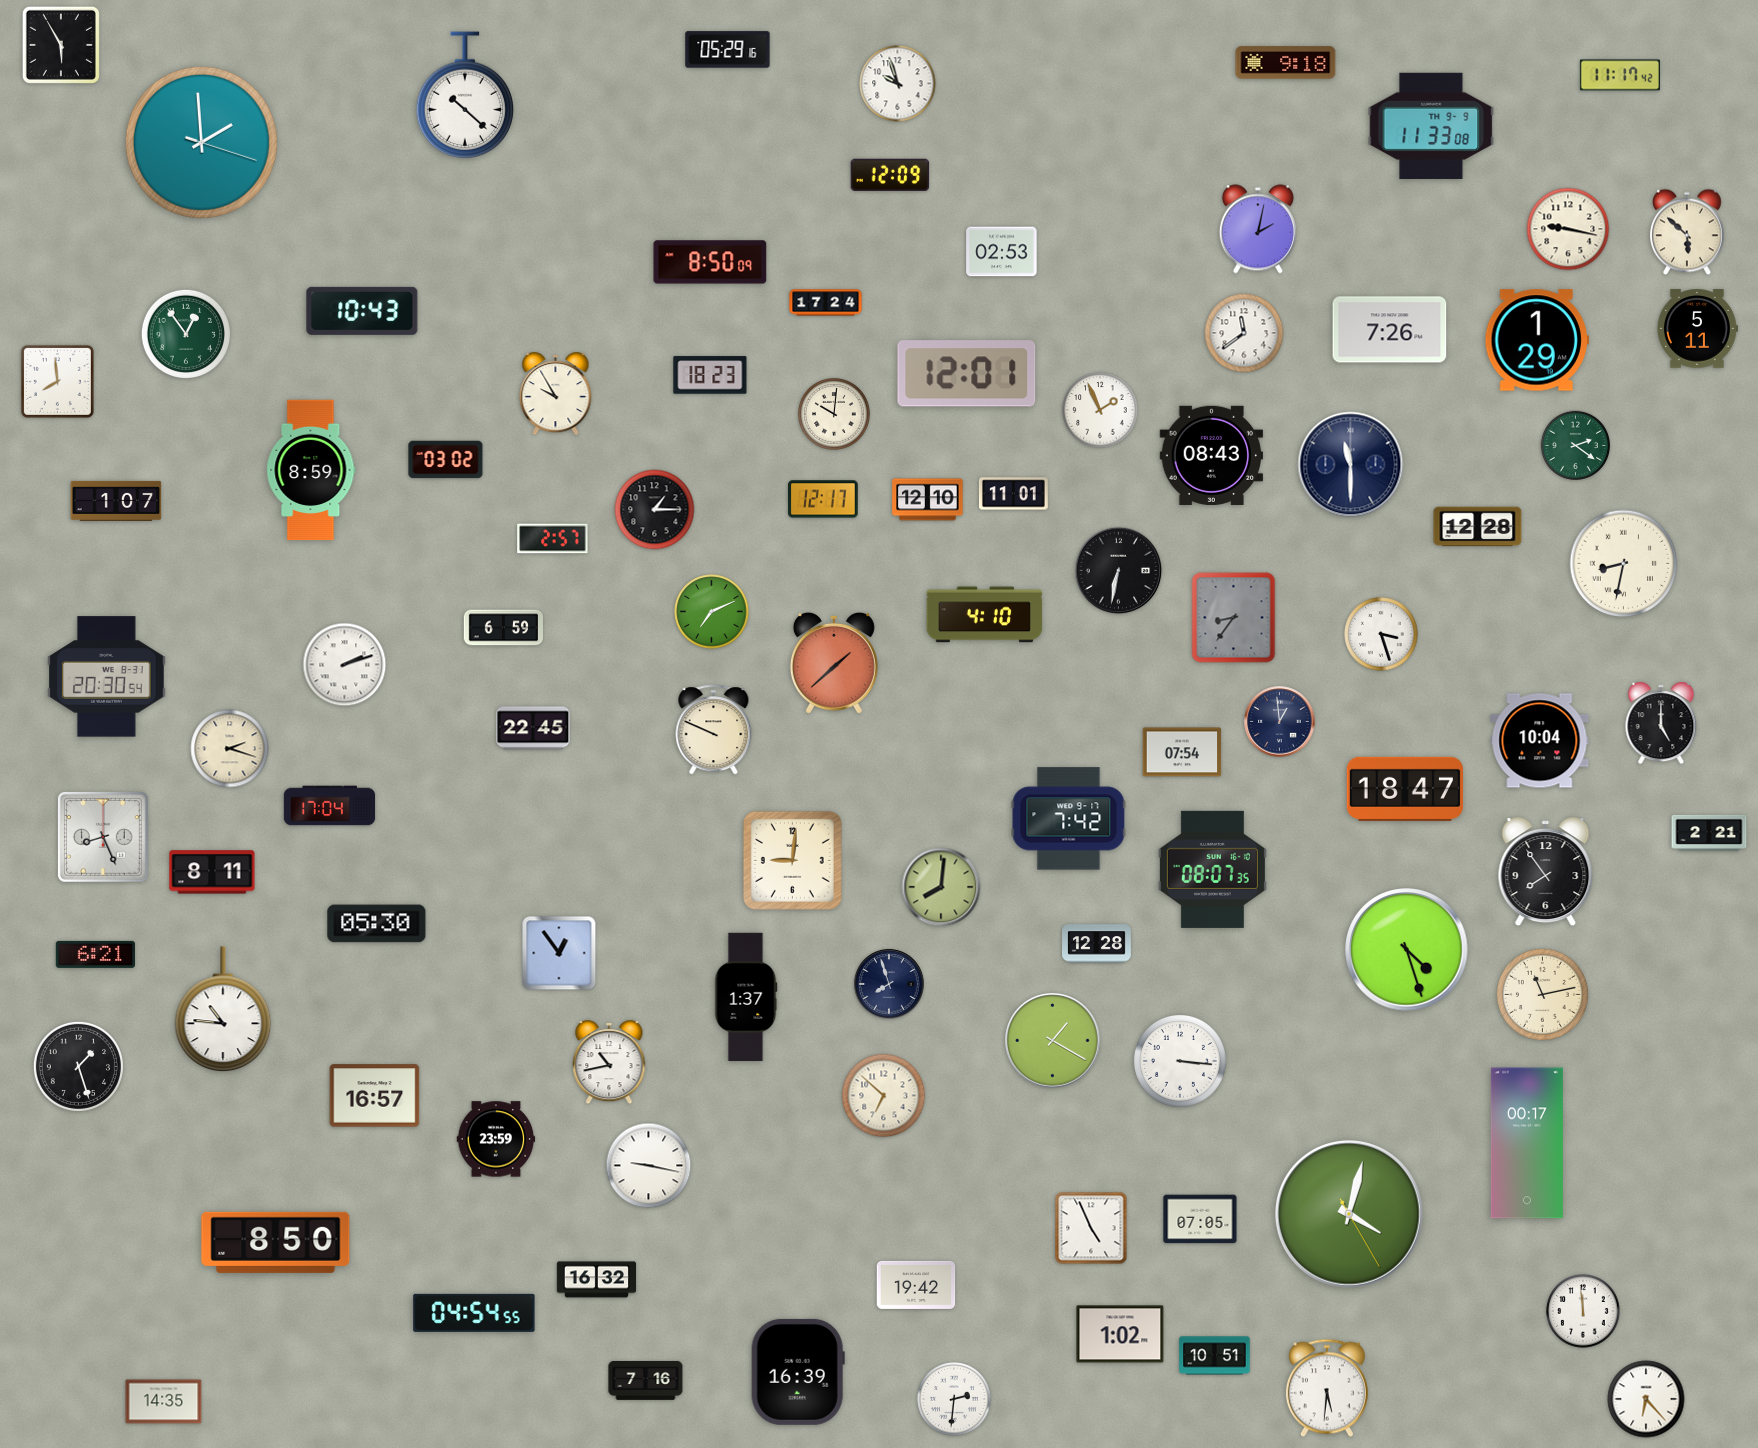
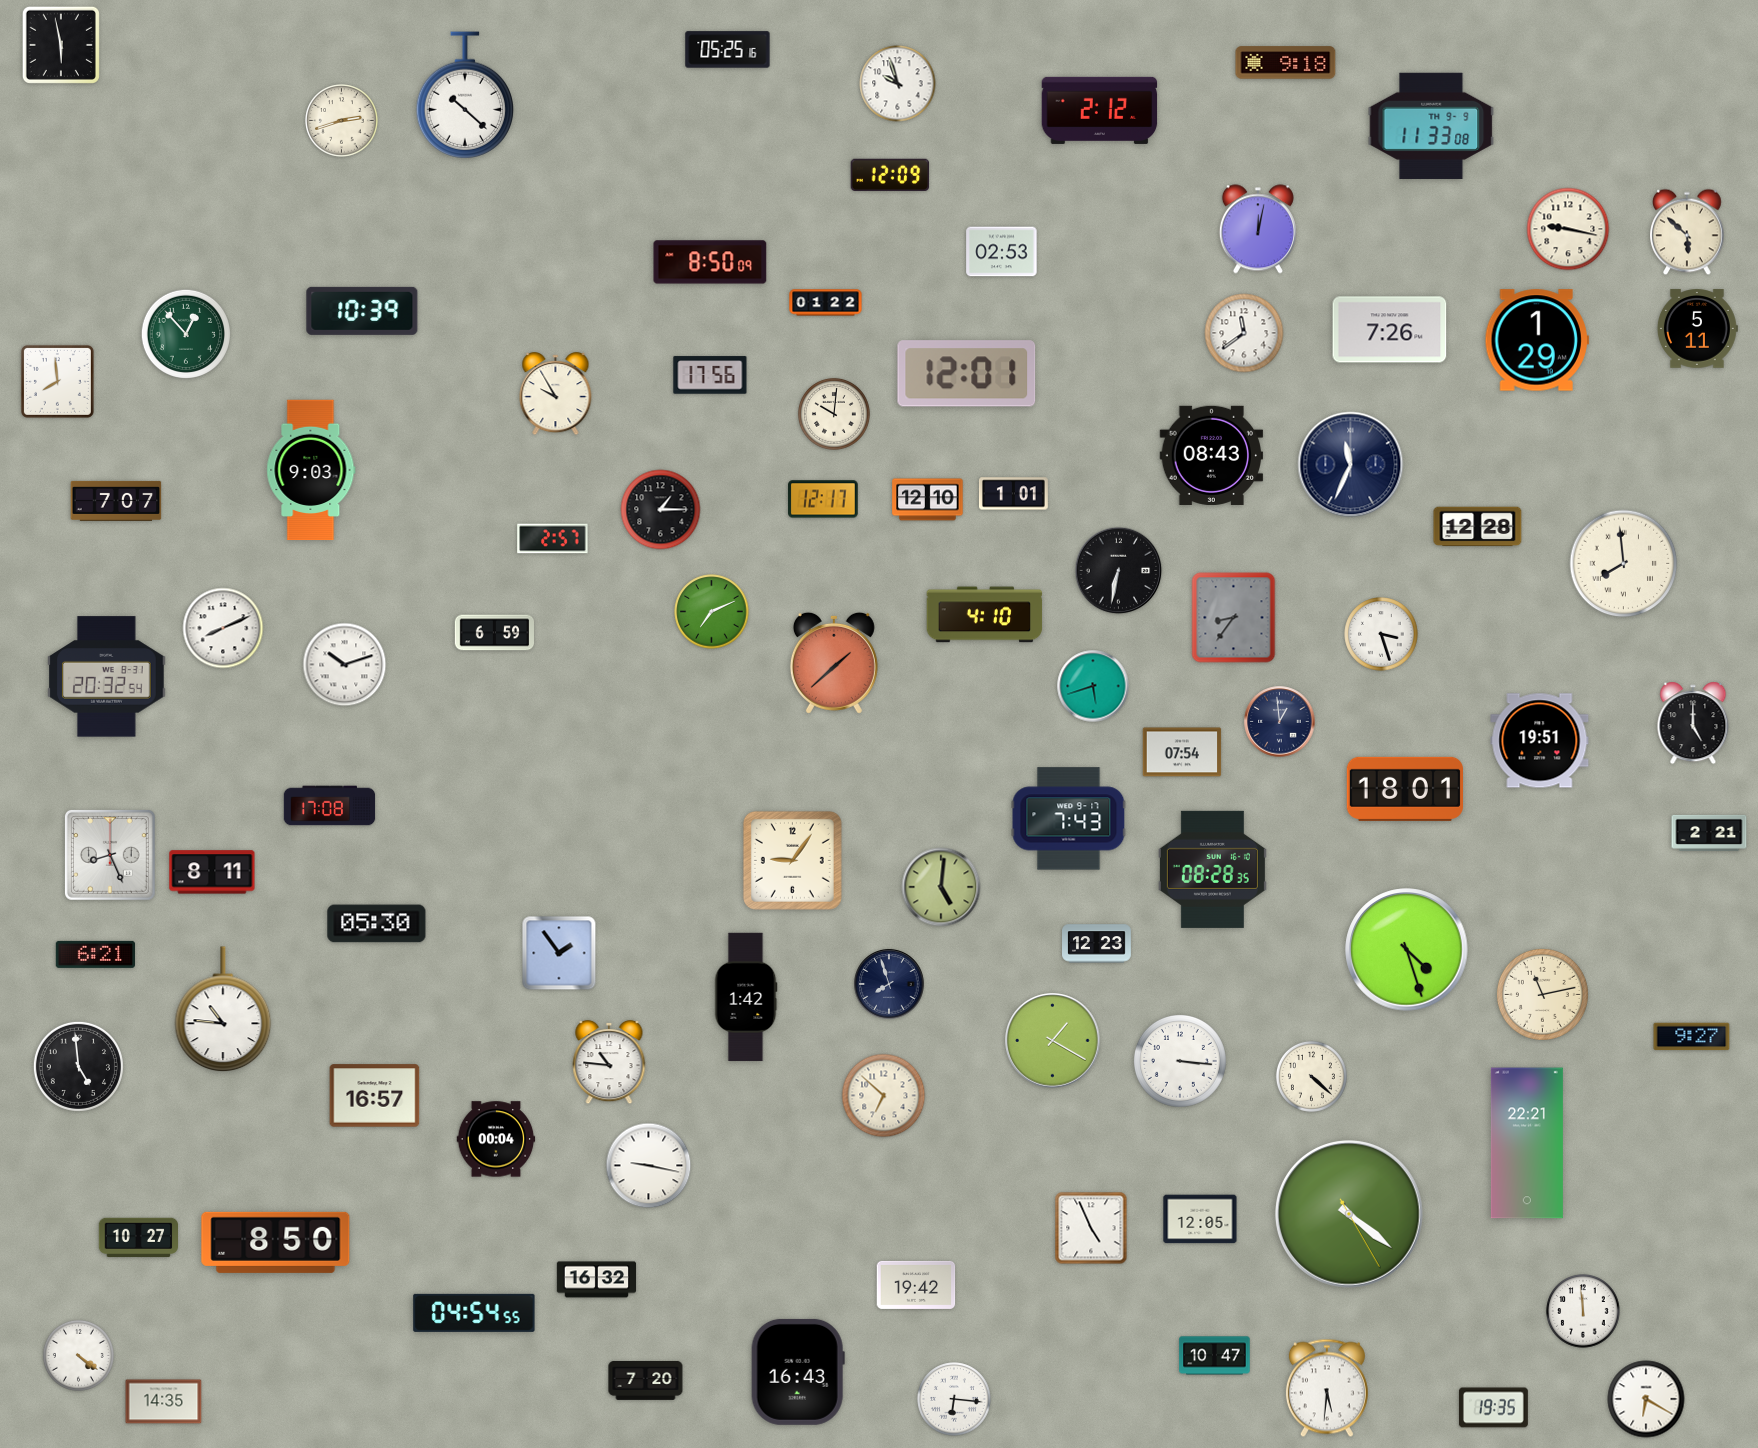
clock at (61, 45): 5:55 -> 5:58
clock at (728, 50): 05:29 -> 05:25
clock at (1620, 75): 11:17 -> none
clock at (1100, 110): none -> 2:12
clock at (342, 121): none -> 2:42
clock at (201, 142): 1:59 -> none
clock at (1258, 229): 2:02 -> 12:02
clock at (826, 303): 17:24 -> 01:22
clock at (362, 311): 10:43 -> 10:39
clock at (185, 333): 12:54 -> 12:53
clock at (710, 375): 18:23 -> 17:56
clock at (1100, 410): 1:56 -> none
clock at (1575, 445): 2:21 -> none
clock at (446, 460): 03:02 -> none
clock at (1351, 465): 11:30 -> 11:34
clock at (311, 470): 8:59 -> 9:03
clock at (1013, 494): 11:01 -> 1:01
clock at (116, 501): 1:07 -> 7:07
clock at (655, 510) position: (655, 510) -> (661, 510)
clock at (1624, 564): 8:32 -> 7:59
clock at (223, 628): none -> 8:11
clock at (504, 628) position: (504, 628) -> (495, 633)
clock at (345, 665): 2:12 -> 10:12
clock at (107, 677): 20:30 -> 20:32
clock at (1093, 686): none -> 5:42
clock at (1661, 723) position: (1661, 723) -> (1693, 723)
clock at (533, 728): 22:45 -> none
clock at (714, 730): 9:49 -> none
clock at (1540, 741): 10:04 -> 19:51
clock at (230, 749): 2:18 -> none
clock at (1404, 789): 18:47 -> 18:01
clock at (330, 806): 17:04 -> 17:08
clock at (1069, 819): 7:42 -> 7:43
clock at (103, 837) position: (103, 837) -> (110, 855)
clock at (792, 860): 9:01 -> 9:06
clock at (1212, 869): 08:07 -> 08:28
clock at (1546, 872): 7:54 -> none
clock at (941, 887): 8:01 -> 5:01
clock at (1097, 944): 12:28 -> 12:23
clock at (559, 953): 12:54 -> 1:54
clock at (746, 997): 1:37 -> 1:42
clock at (1692, 1037): none -> 9:27
clock at (609, 1062): 10:43 -> 10:46
clock at (78, 1066): 1:27 -> 4:59
clock at (1311, 1076): none -> 4:22
clock at (496, 1139): 23:59 -> 00:04
clock at (1527, 1143): 00:17 -> 22:21
clock at (1350, 1215): 4:02 -> 4:21
clock at (1200, 1219): 07:05 -> 12:05
clock at (138, 1238): none -> 10:27
clock at (1120, 1334): 1:02 -> none
clock at (78, 1355): none -> 4:21
clock at (1215, 1356): 10:51 -> 10:47
clock at (798, 1372): 16:39 -> 16:43
clock at (646, 1380): 7:16 -> 7:20
clock at (954, 1399): 2:31 -> 6:16
clock at (1646, 1399): 6:23 -> 6:20
clock at (1493, 1408): none -> 19:35
